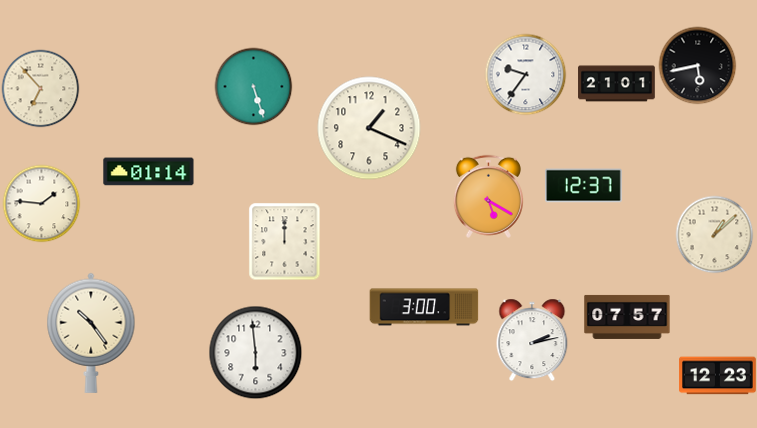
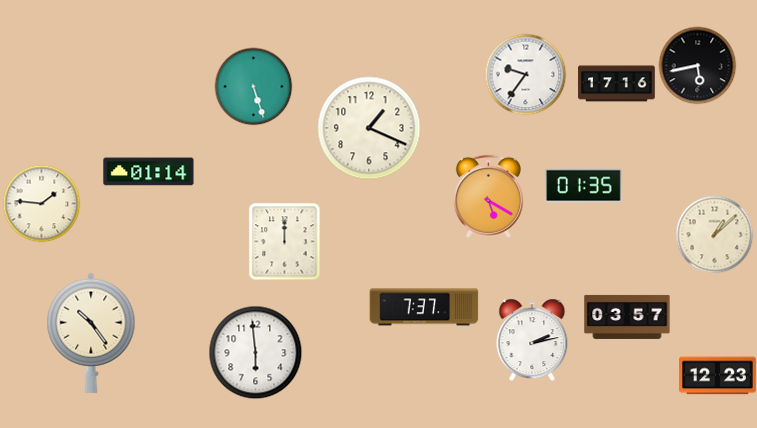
clock at (617, 84): 21:01 -> 17:16
clock at (40, 88): 6:53 -> none
clock at (584, 186): 12:37 -> 01:35
clock at (424, 307): 3:00 -> 7:37
clock at (627, 317): 07:57 -> 03:57
